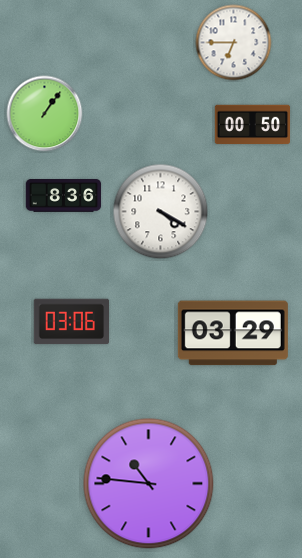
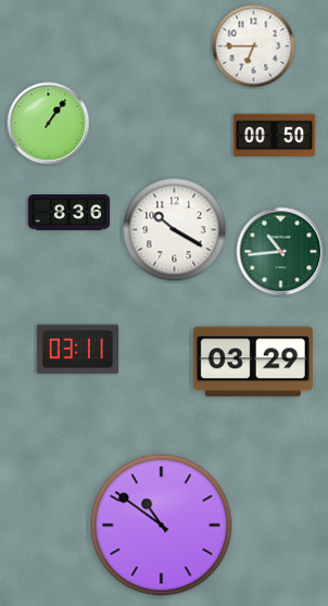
clock at (161, 212): 4:20 -> 10:20
clock at (281, 252): none -> 10:44
clock at (72, 322): 03:06 -> 03:11
clock at (149, 484): 10:46 -> 10:51
